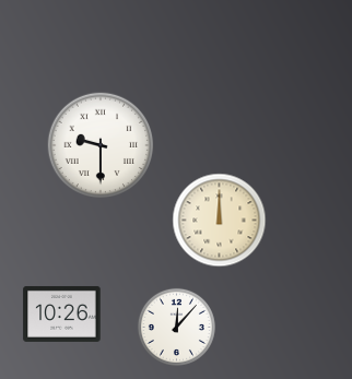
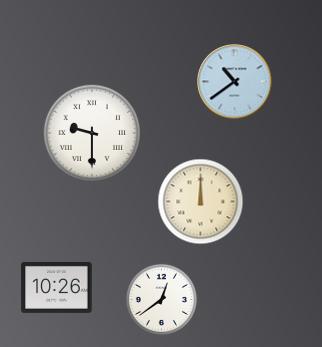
clock at (235, 82): none -> 10:39
clock at (176, 327): 12:07 -> 12:39
